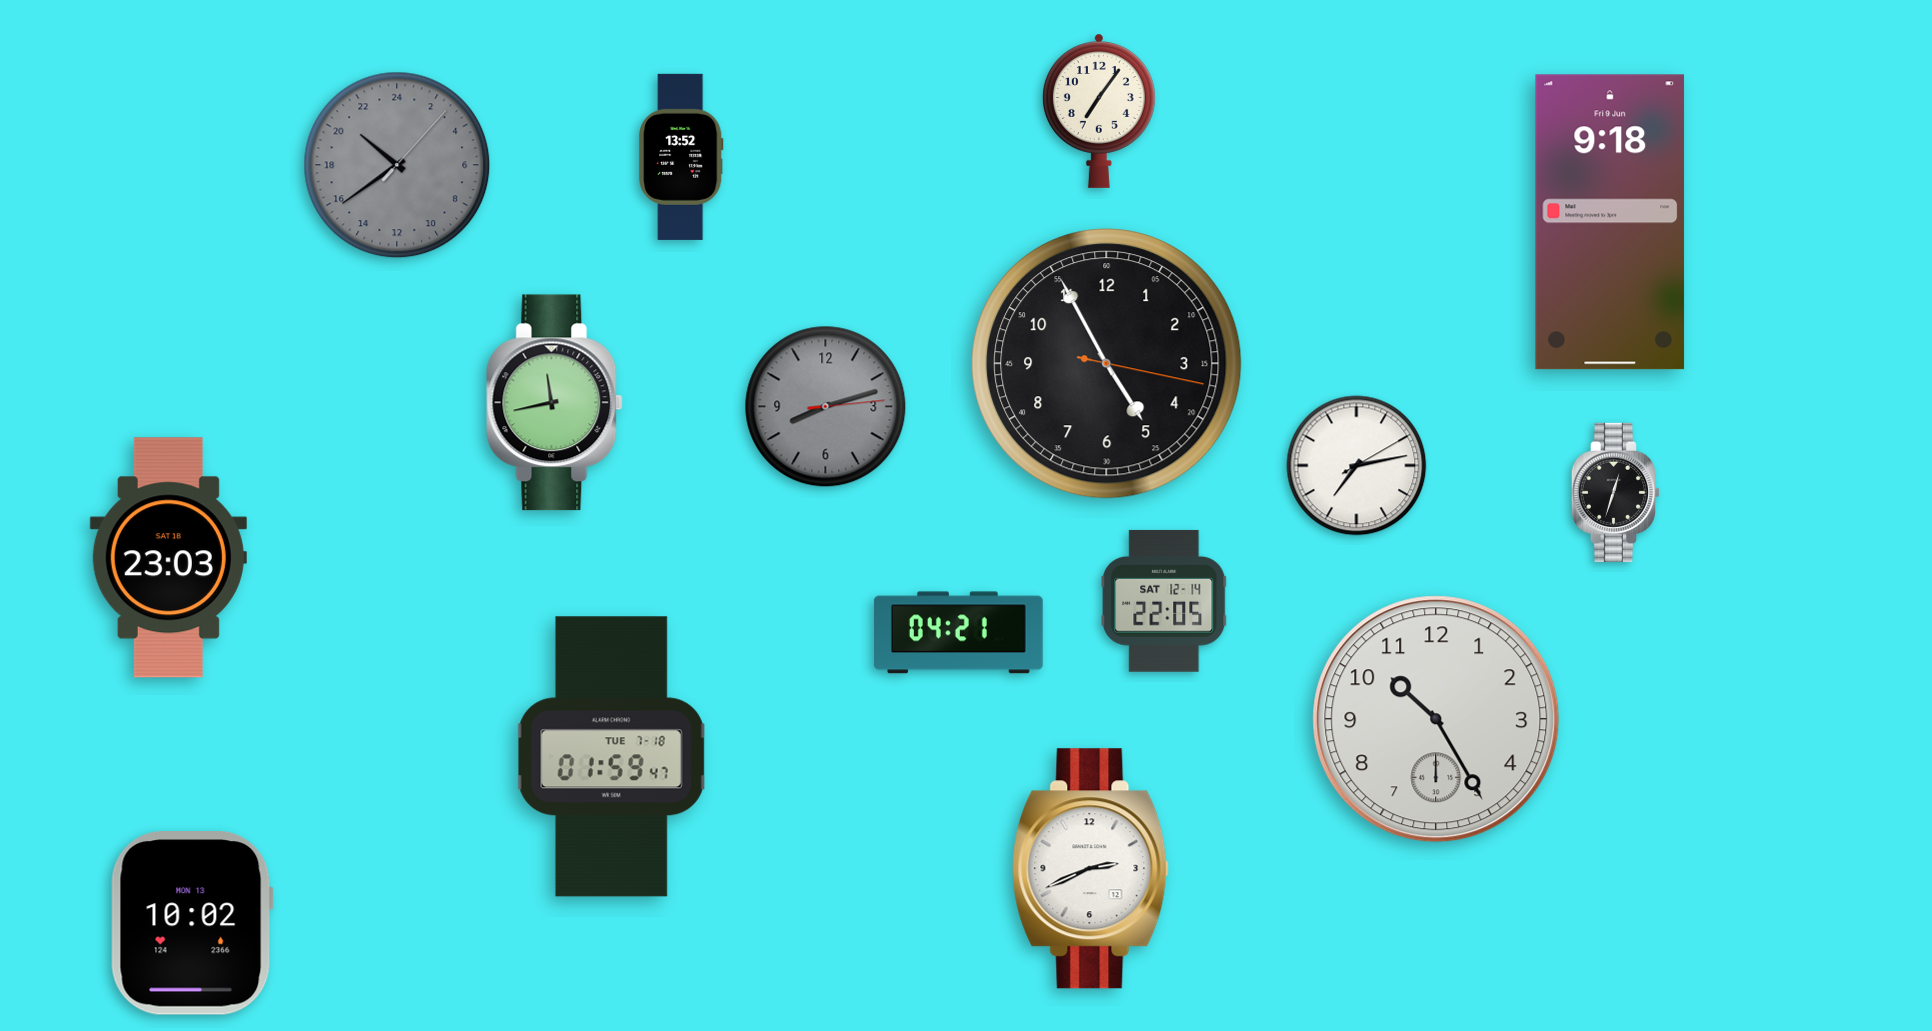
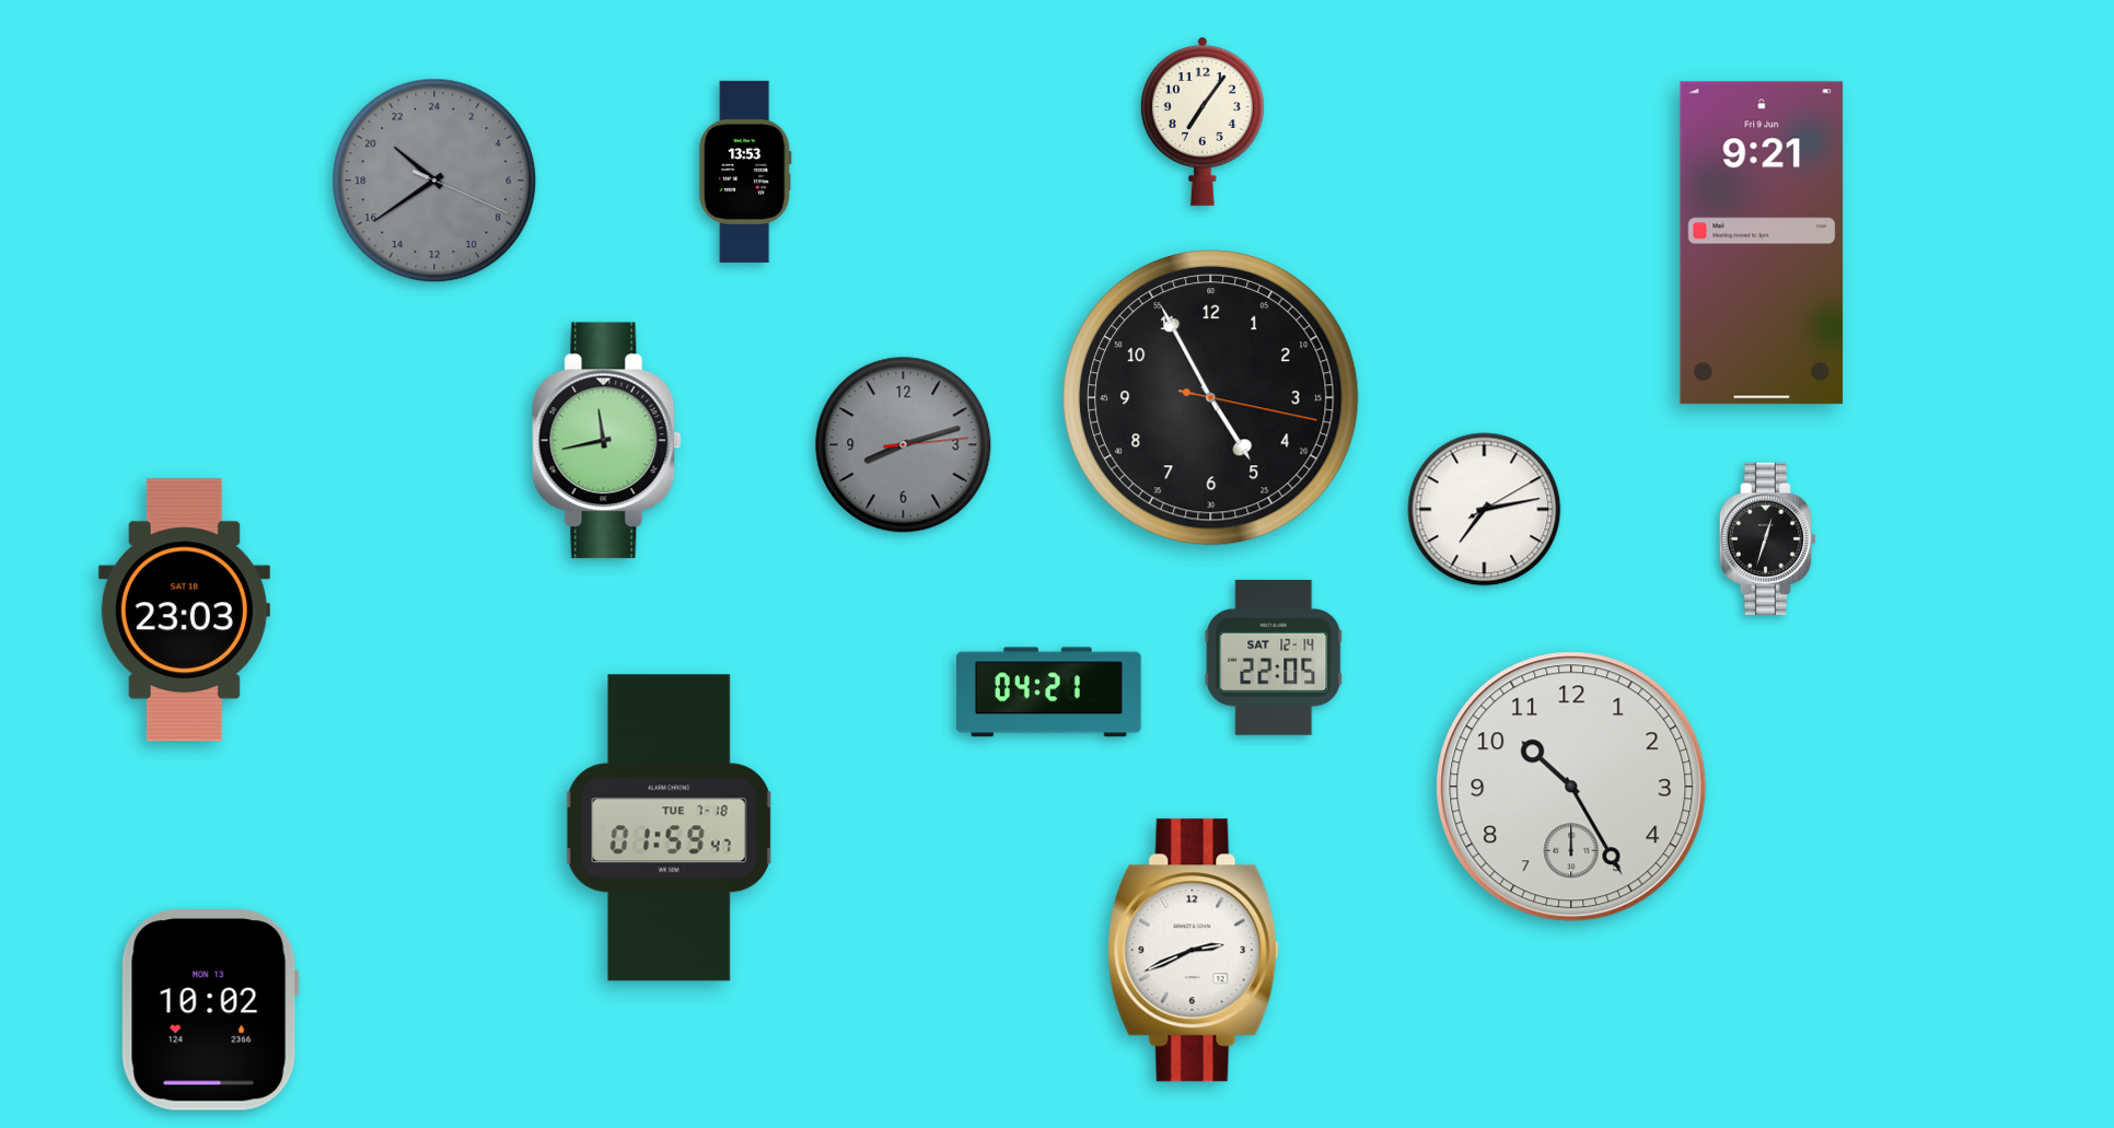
clock at (681, 157): 13:52 -> 13:53
clock at (397, 165): 20:39:07 -> 20:39:19
clock at (1610, 222): 9:18 -> 9:21
